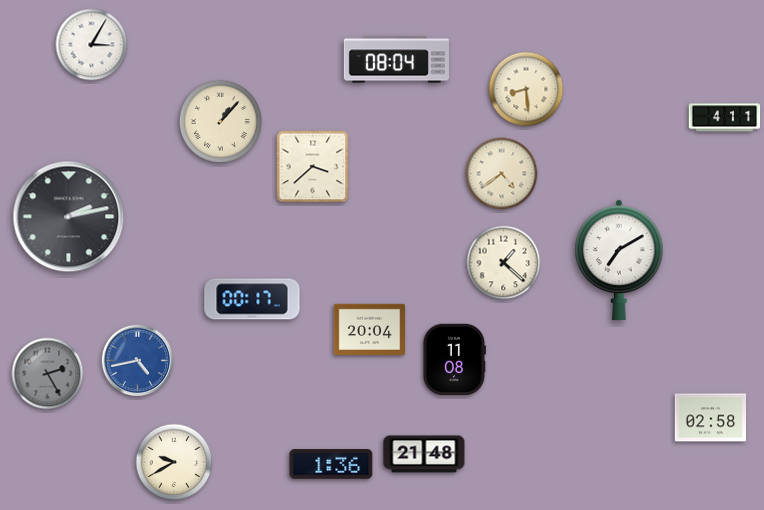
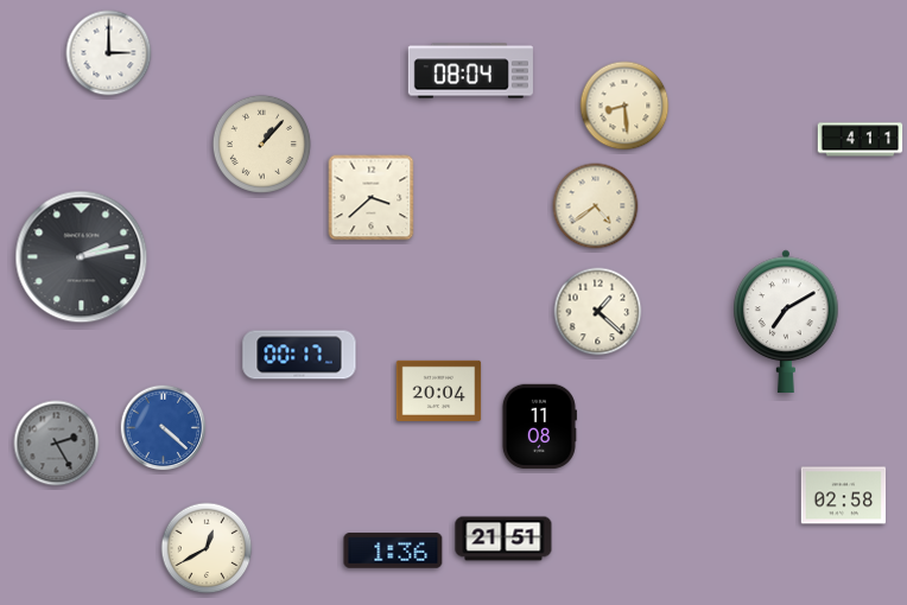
clock at (92, 45): 3:05 -> 3:00
clock at (620, 259) position: (620, 259) -> (787, 320)
clock at (138, 361): 4:43 -> 4:22
clock at (424, 454): 21:48 -> 21:51
clock at (174, 462): 9:40 -> 12:40
